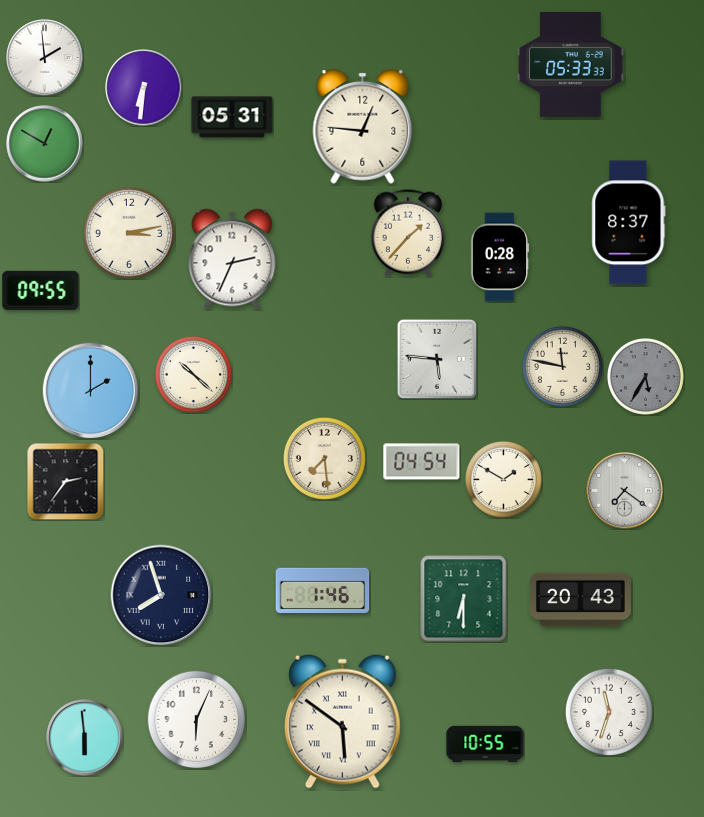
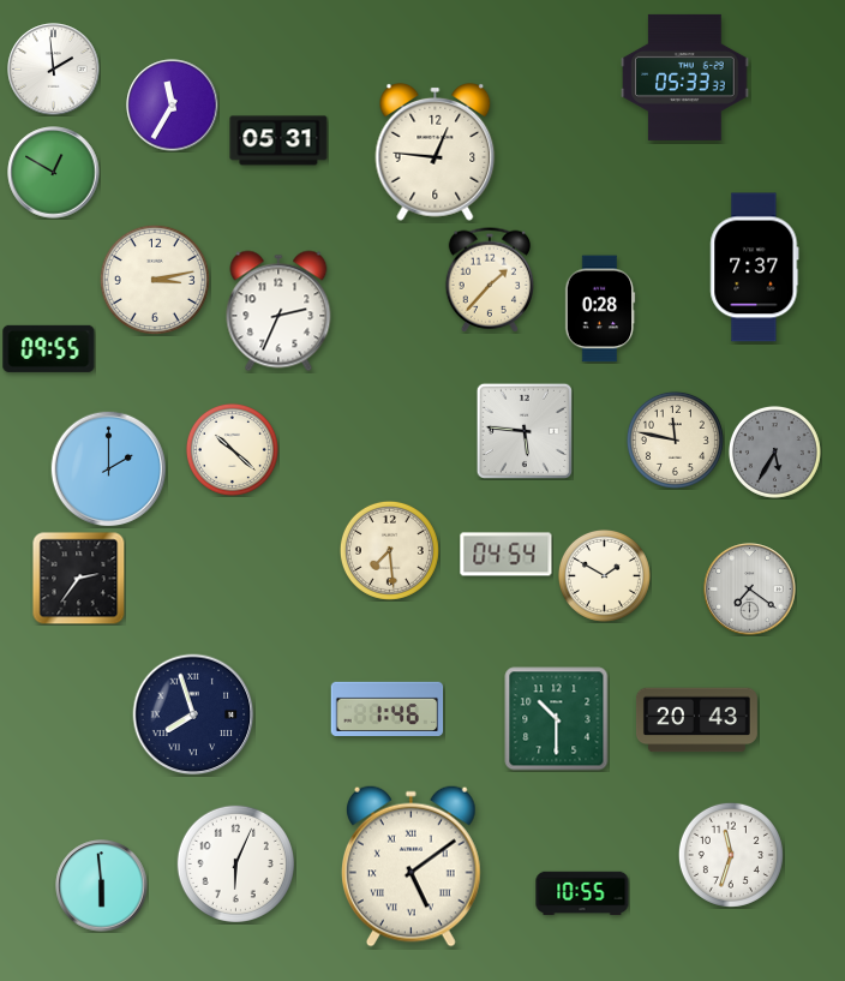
clock at (144, 88): 6:31 -> 11:35
clock at (629, 223): 8:37 -> 7:37
clock at (464, 599): 6:30 -> 10:30
clock at (342, 721): 5:51 -> 5:09
